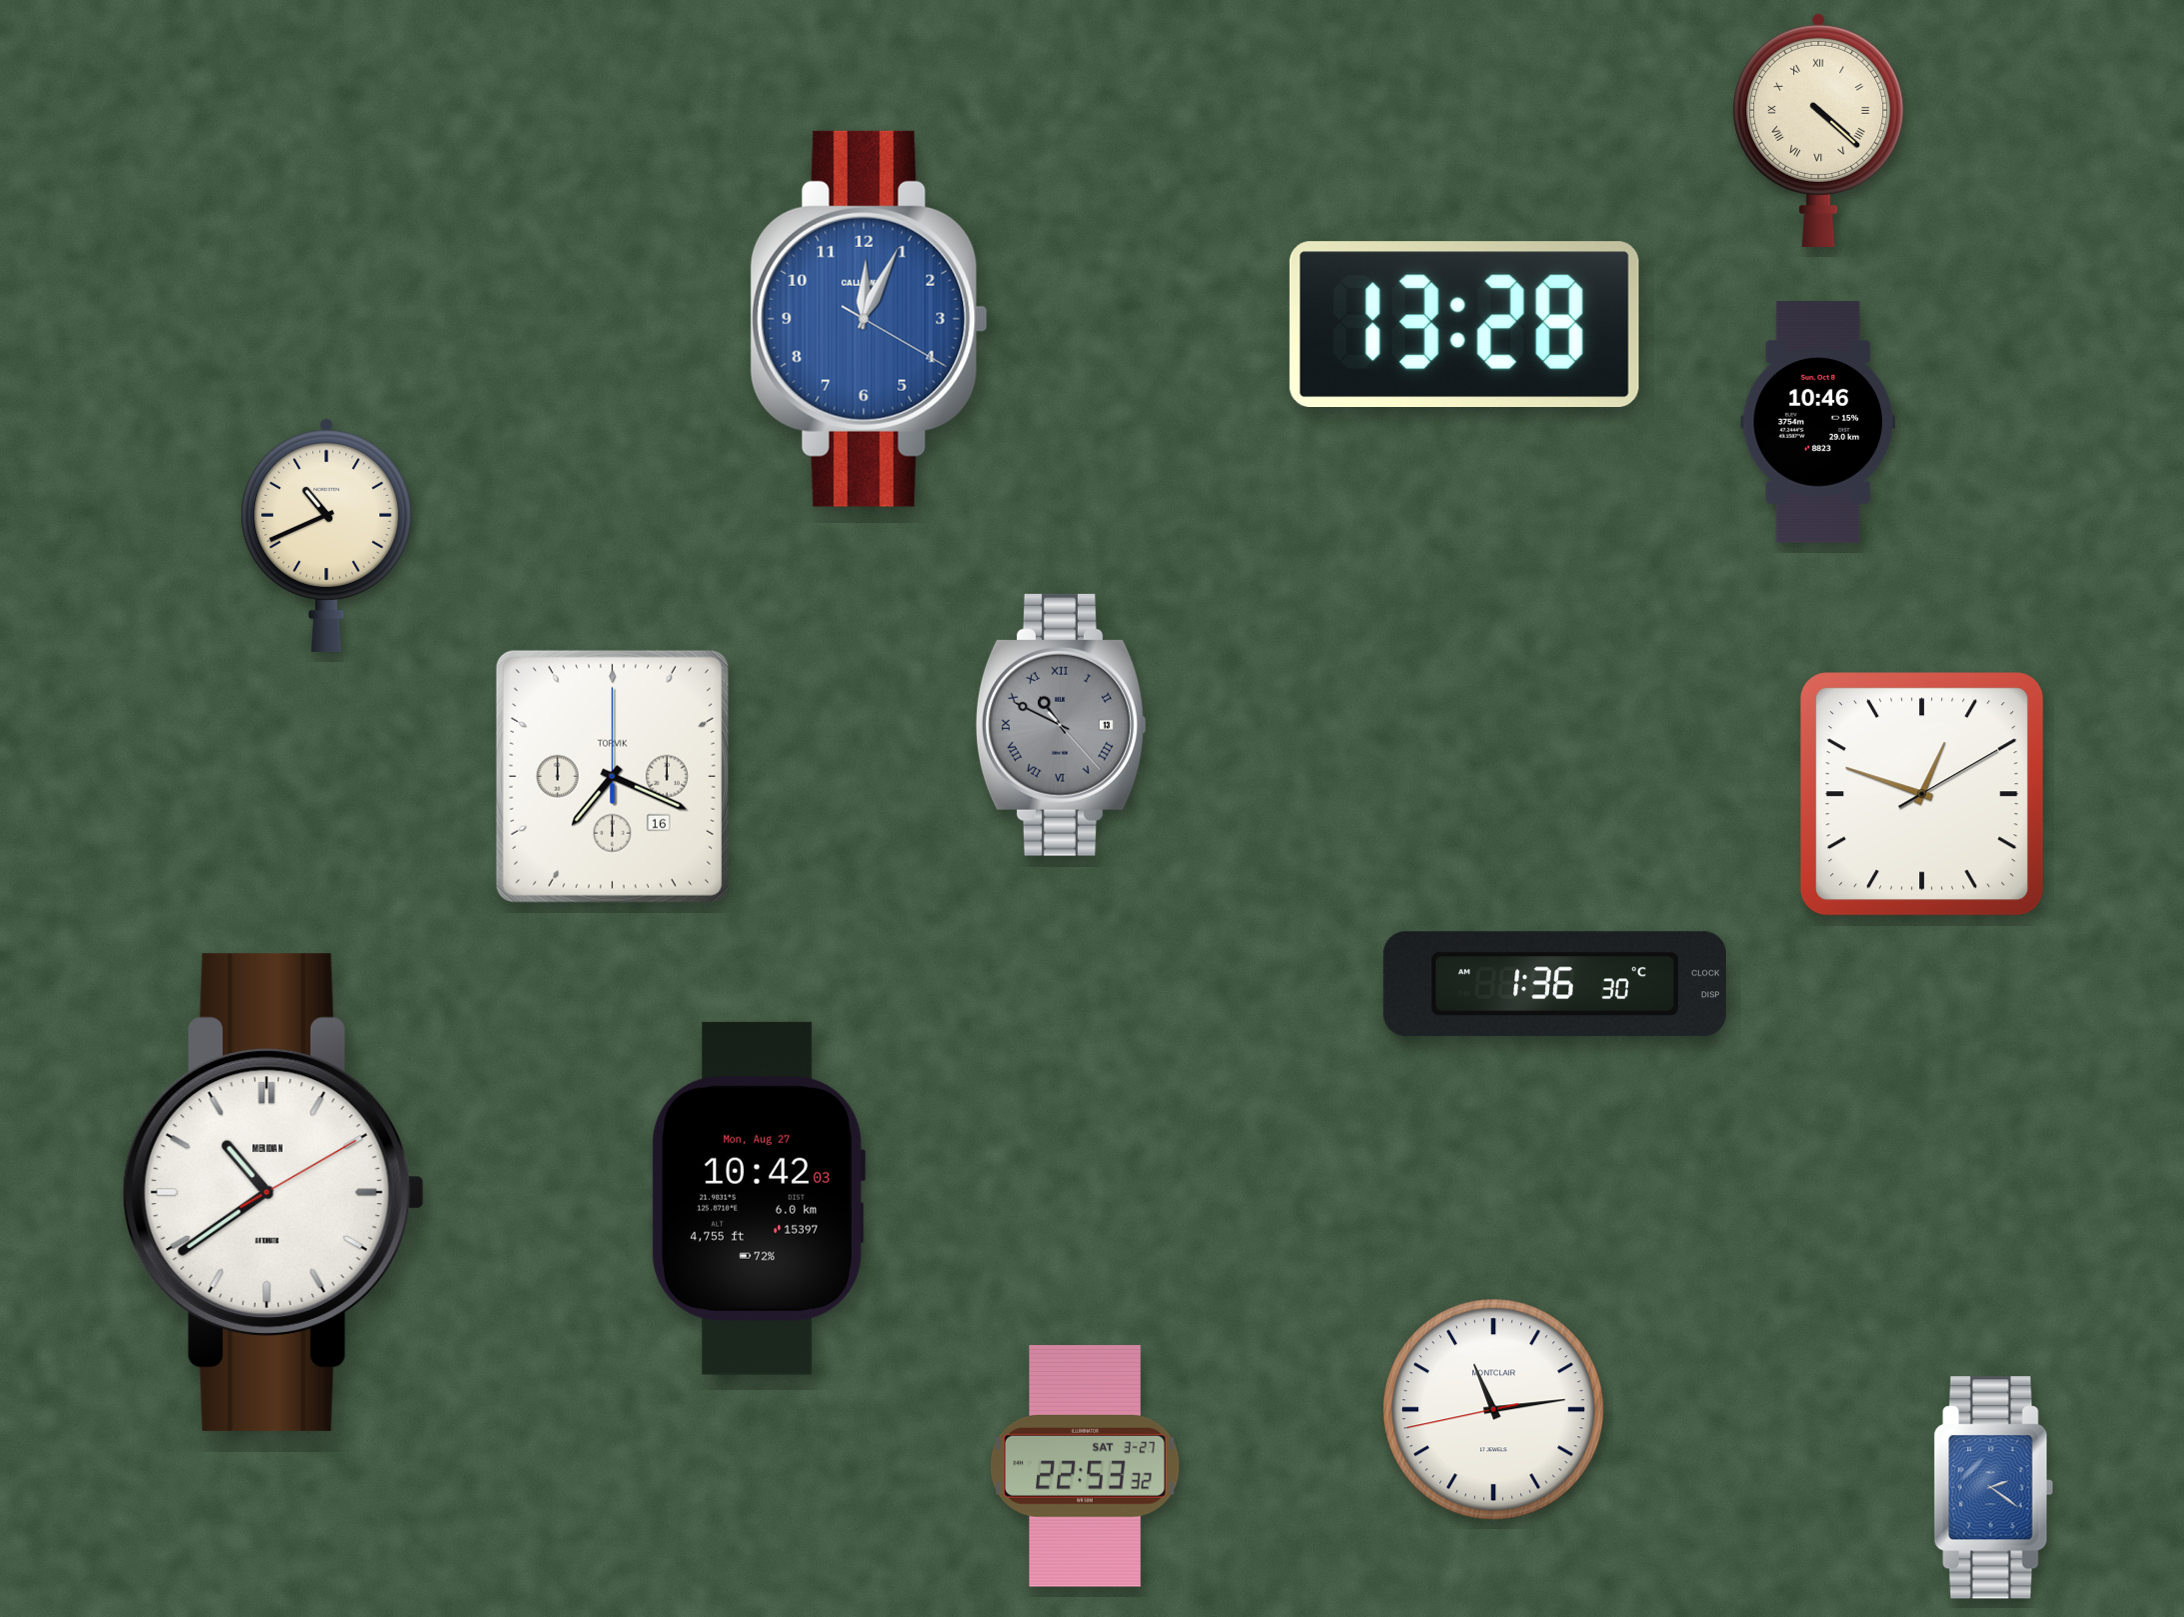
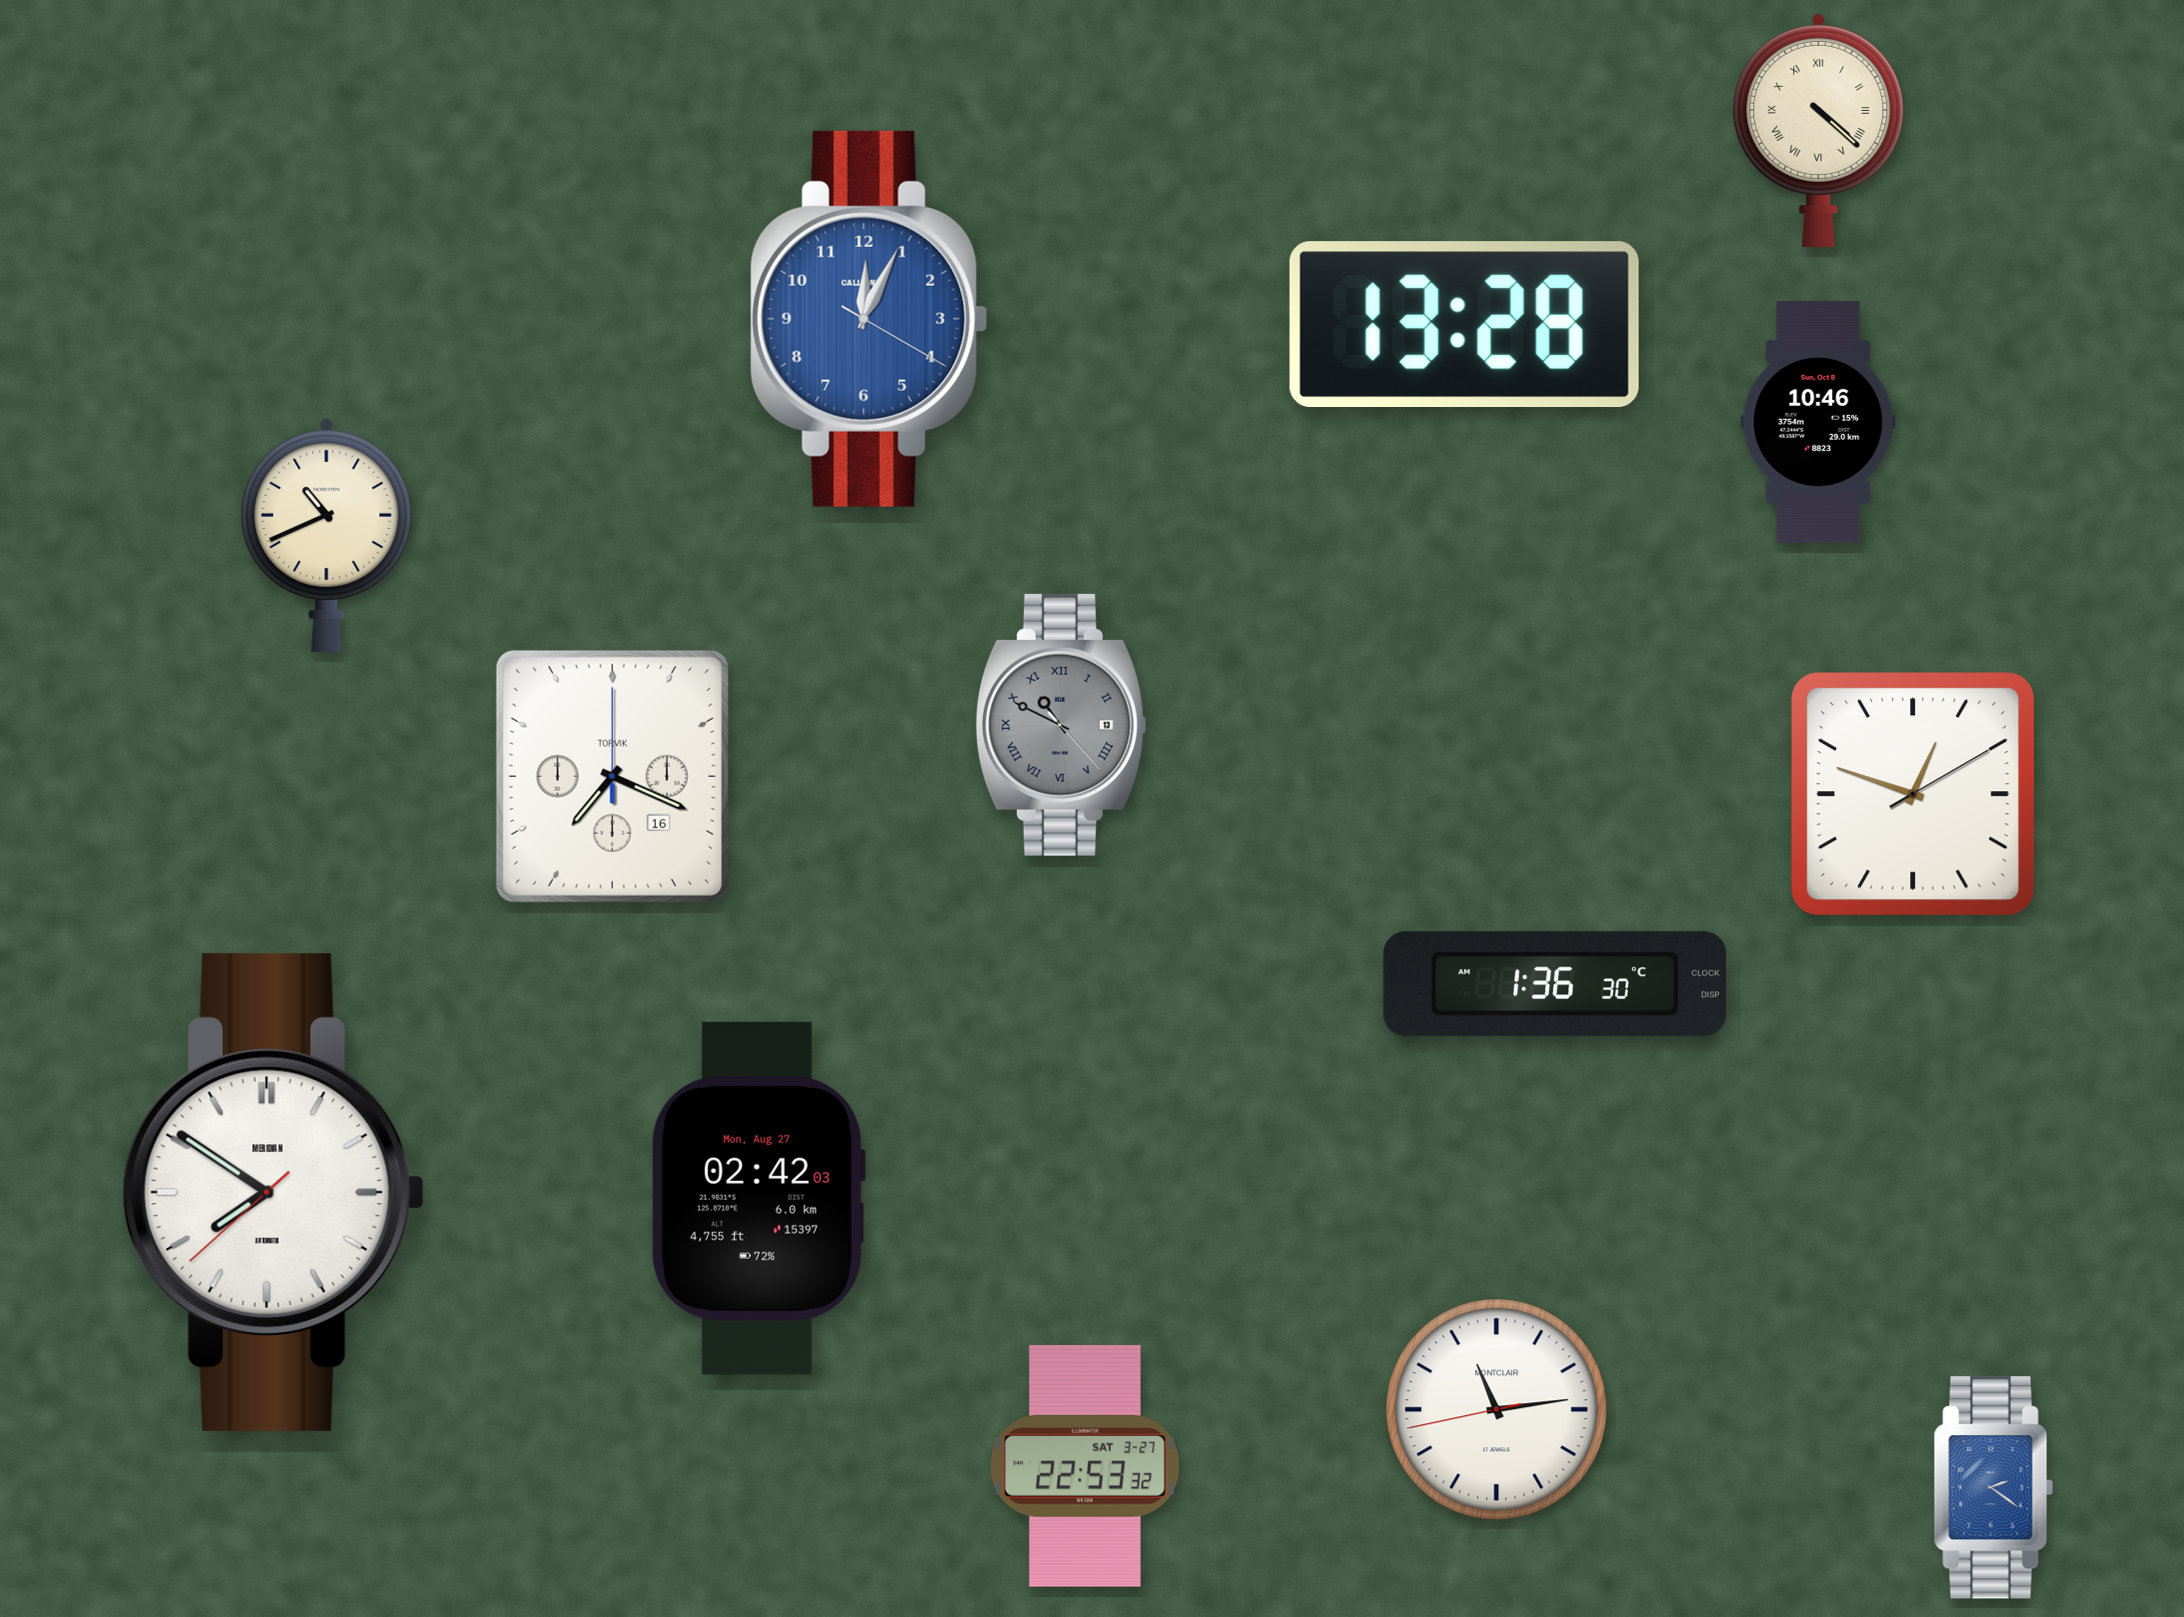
clock at (1922, 794) position: (1922, 794) -> (1913, 794)
clock at (273, 1192): 10:39 -> 7:50
clock at (758, 1198): 10:42 -> 02:42
clock at (1494, 1410) position: (1494, 1410) -> (1497, 1410)
